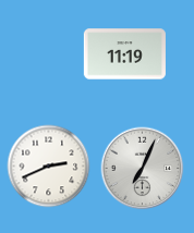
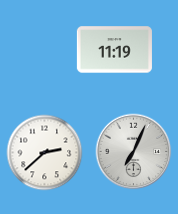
clock at (49, 167): 2:41 -> 2:38
clock at (143, 169) position: (143, 169) -> (134, 152)
